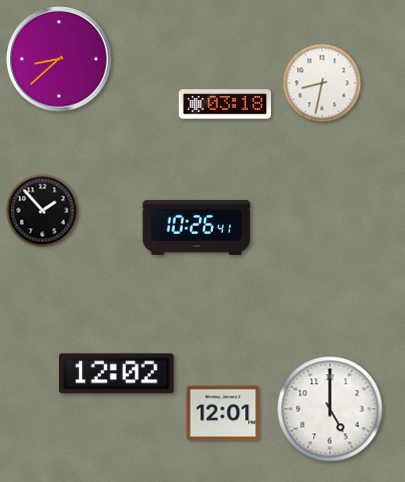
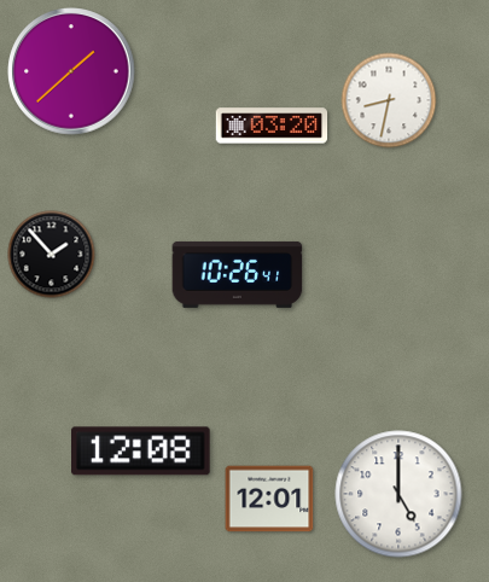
clock at (59, 59): 8:38 -> 1:38
clock at (225, 104): 03:18 -> 03:20
clock at (117, 374): 12:02 -> 12:08
